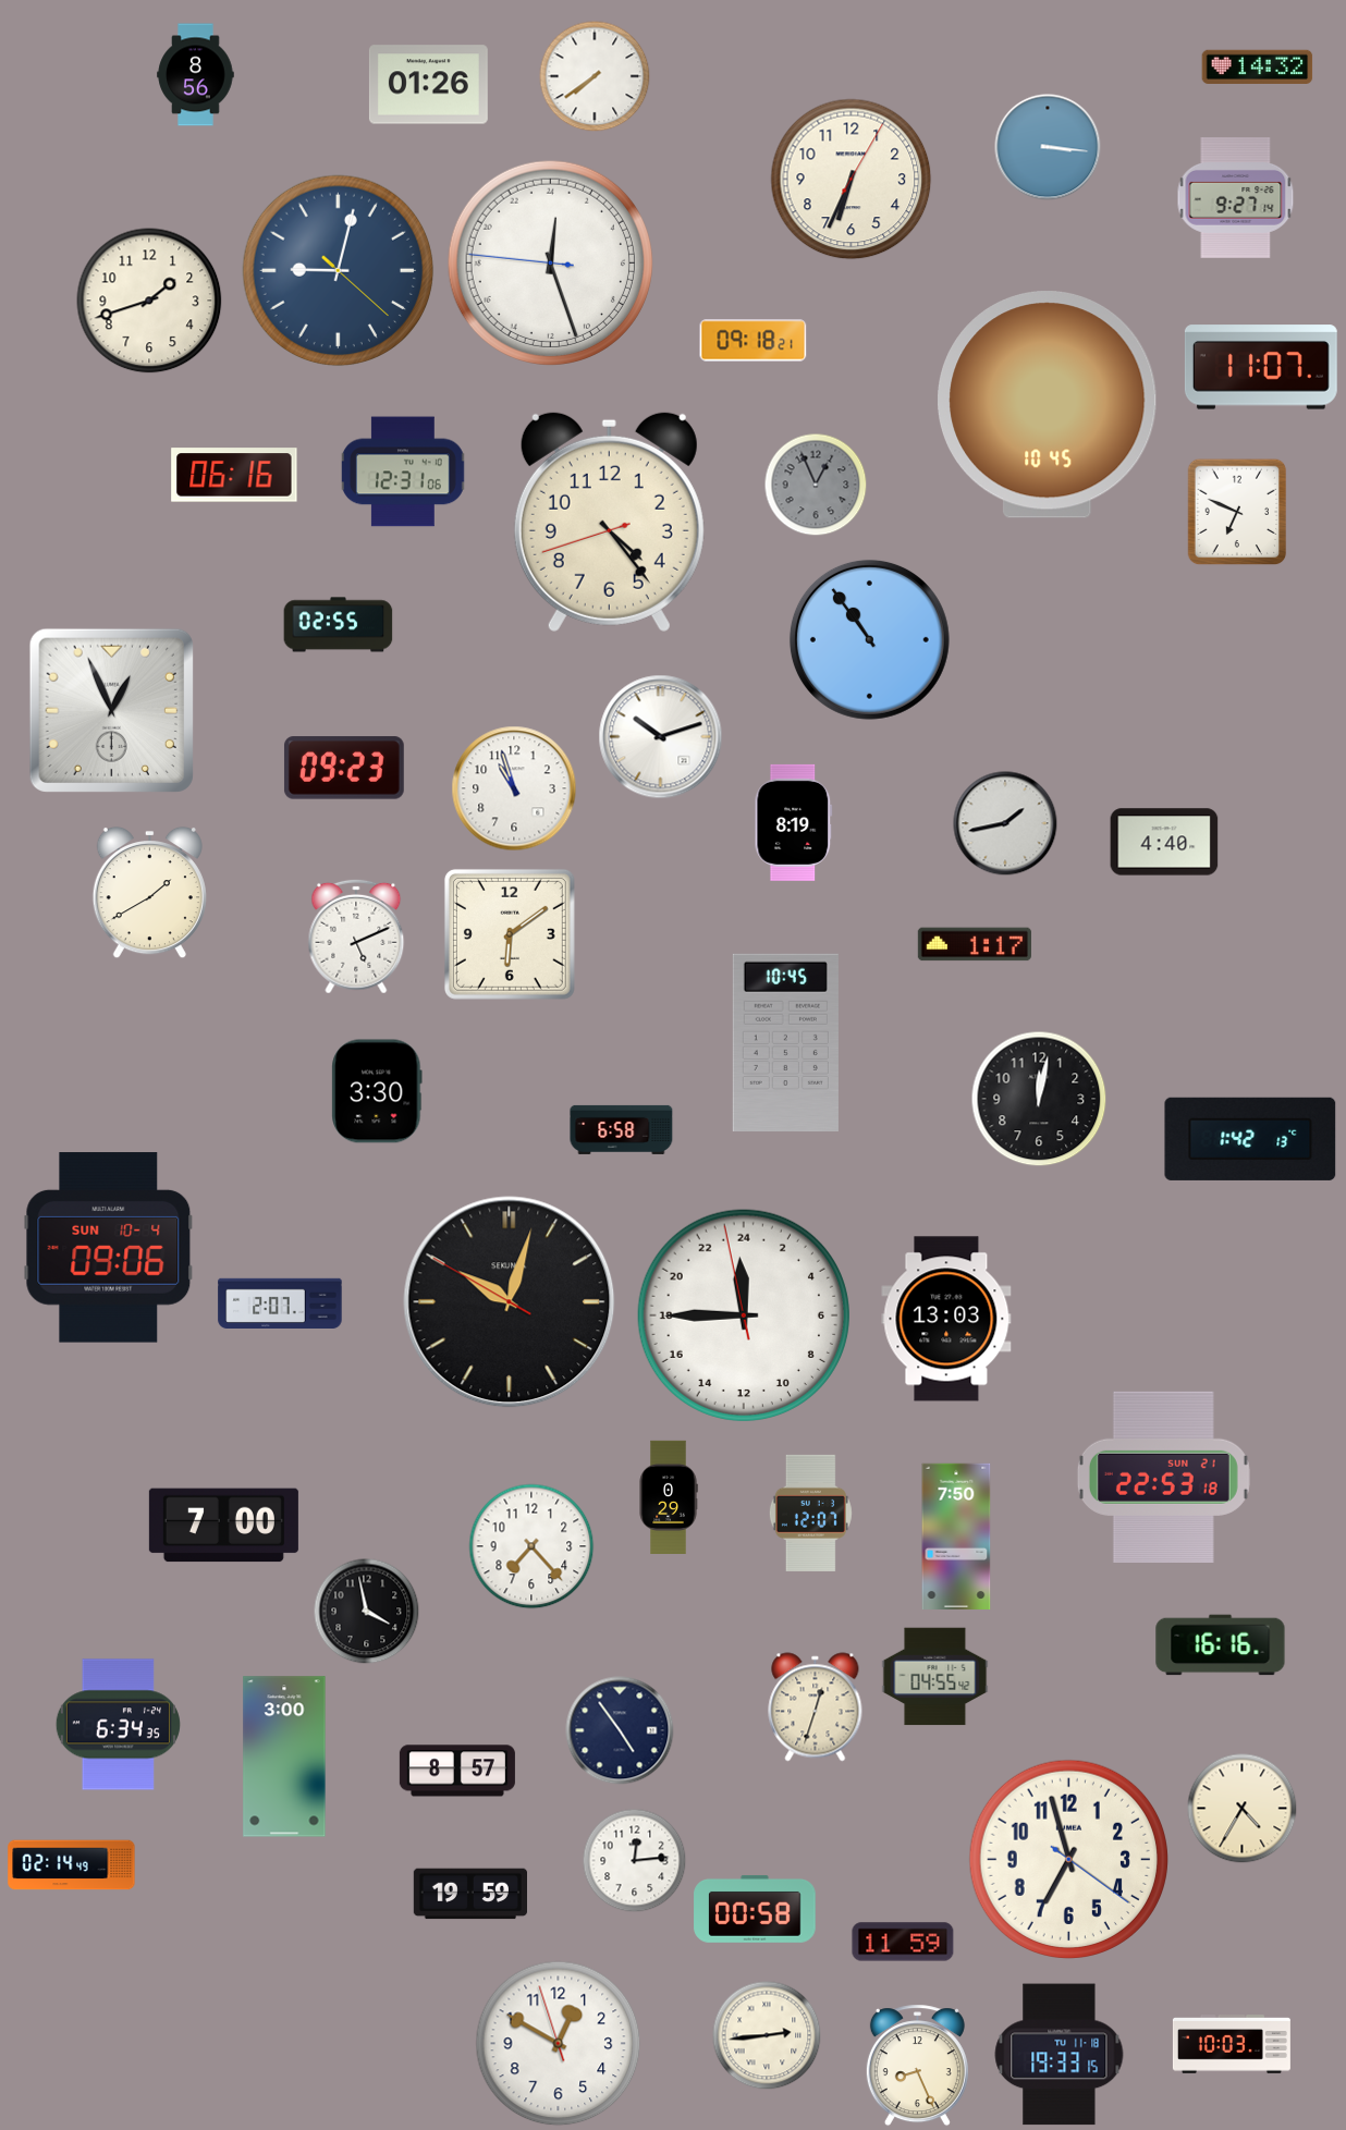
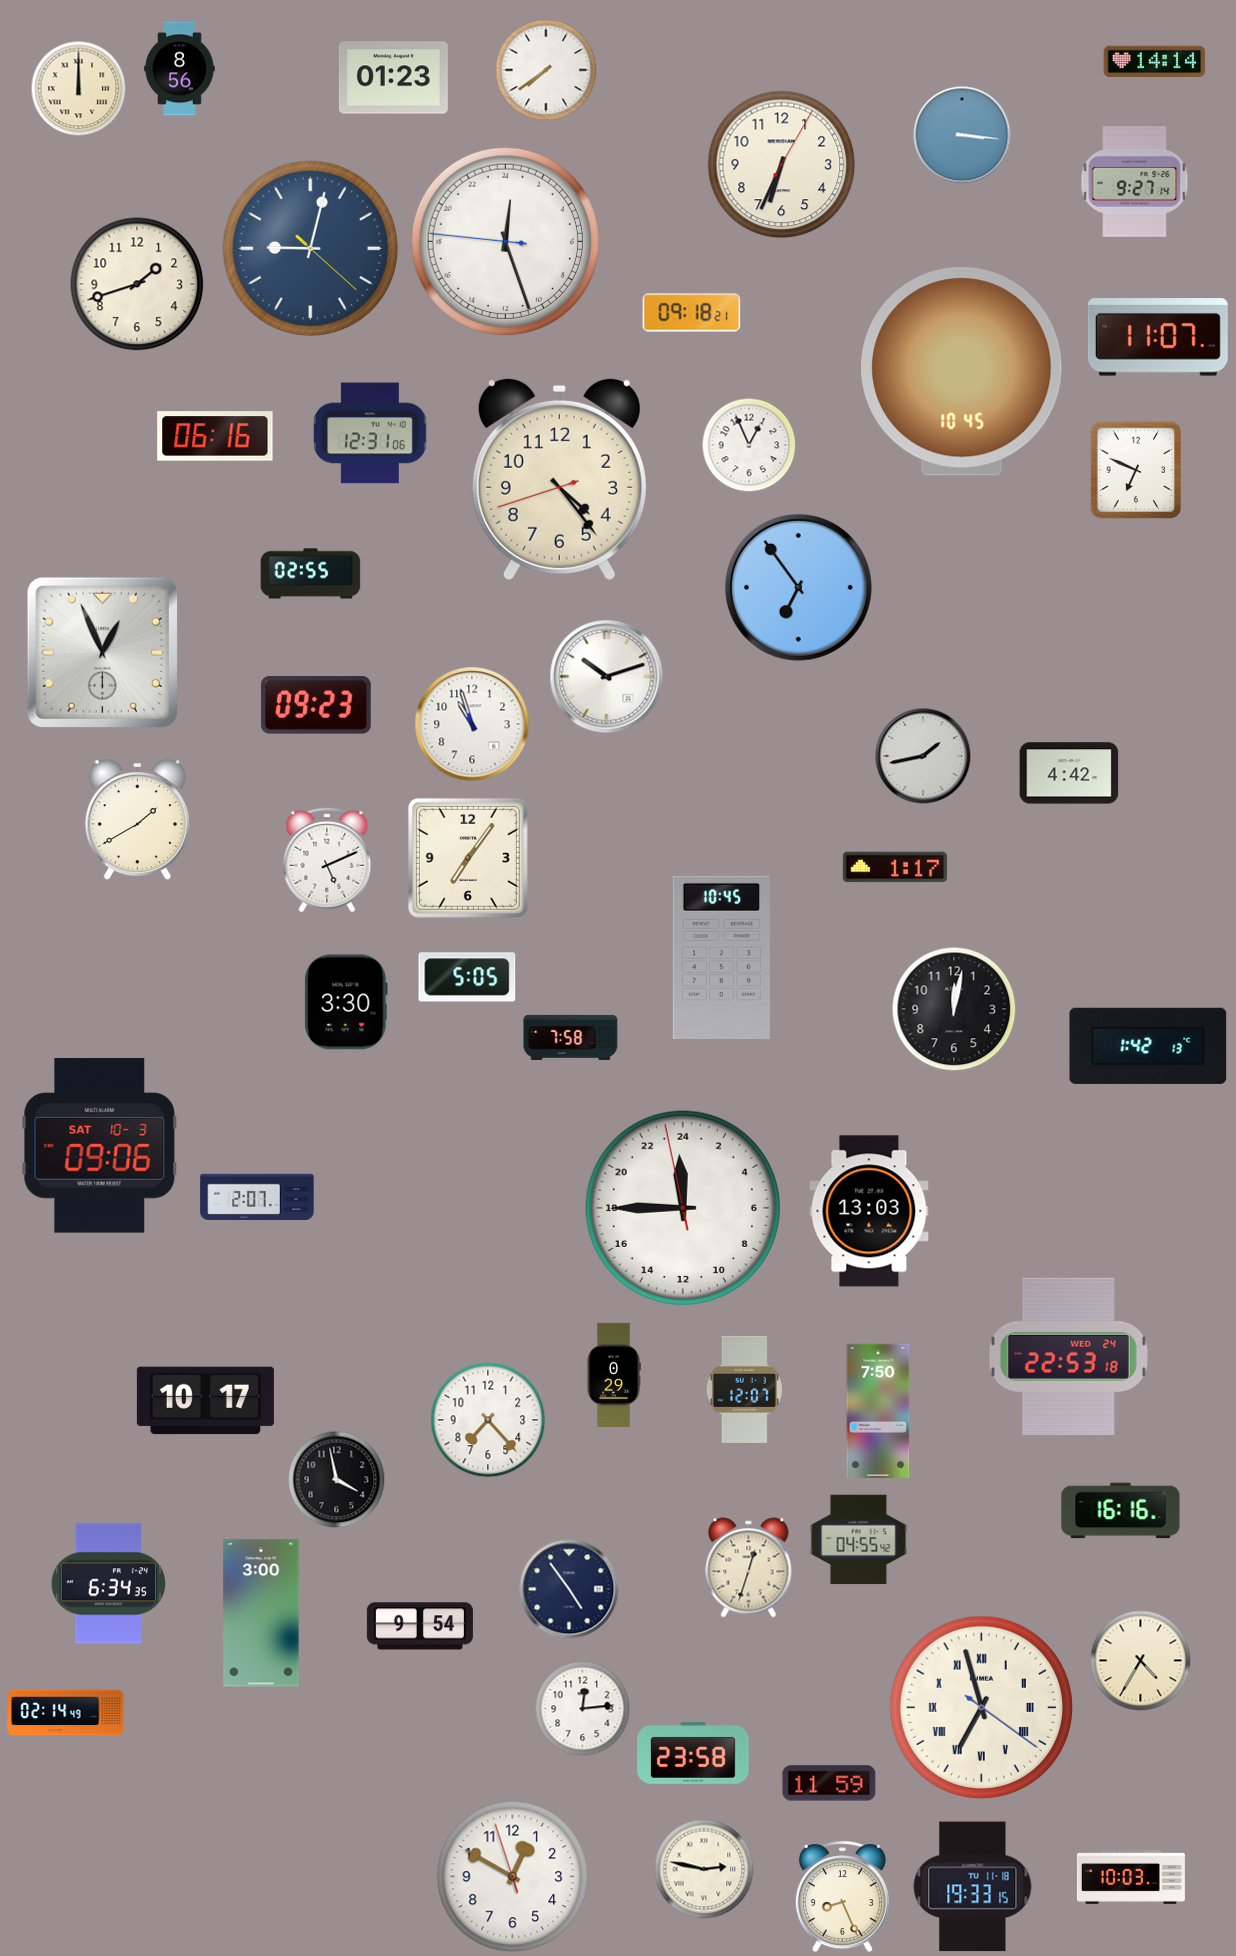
clock at (1258, 66): 14:32 -> 14:14
clock at (428, 85): 01:26 -> 01:23
clock at (79, 89): none -> 12:00
clock at (149, 301) position: (149, 301) -> (137, 284)
clock at (816, 485) dial: grey -> white
clock at (869, 639): 10:54 -> 6:54
clock at (794, 822): 8:19 -> none
clock at (1164, 842): 4:40 -> 4:42
clock at (510, 934): 6:09 -> 7:06
clock at (467, 977): none -> 5:05
clock at (622, 1129): 6:58 -> 7:58
clock at (109, 1248) date: SUN 10-4 -> SAT 10-3
clock at (510, 1302): 10:02 -> none
clock at (1163, 1477) date: SUN 21 -> WED 24
clock at (223, 1526): 7:00 -> 10:17
clock at (457, 1771): 8:57 -> 9:54
clock at (1068, 1859) numerals: Arabic -> Roman
clock at (469, 1894): 19:59 -> none
clock at (755, 1909): 00:58 -> 23:58
clock at (767, 2035): 2:44 -> 2:47
